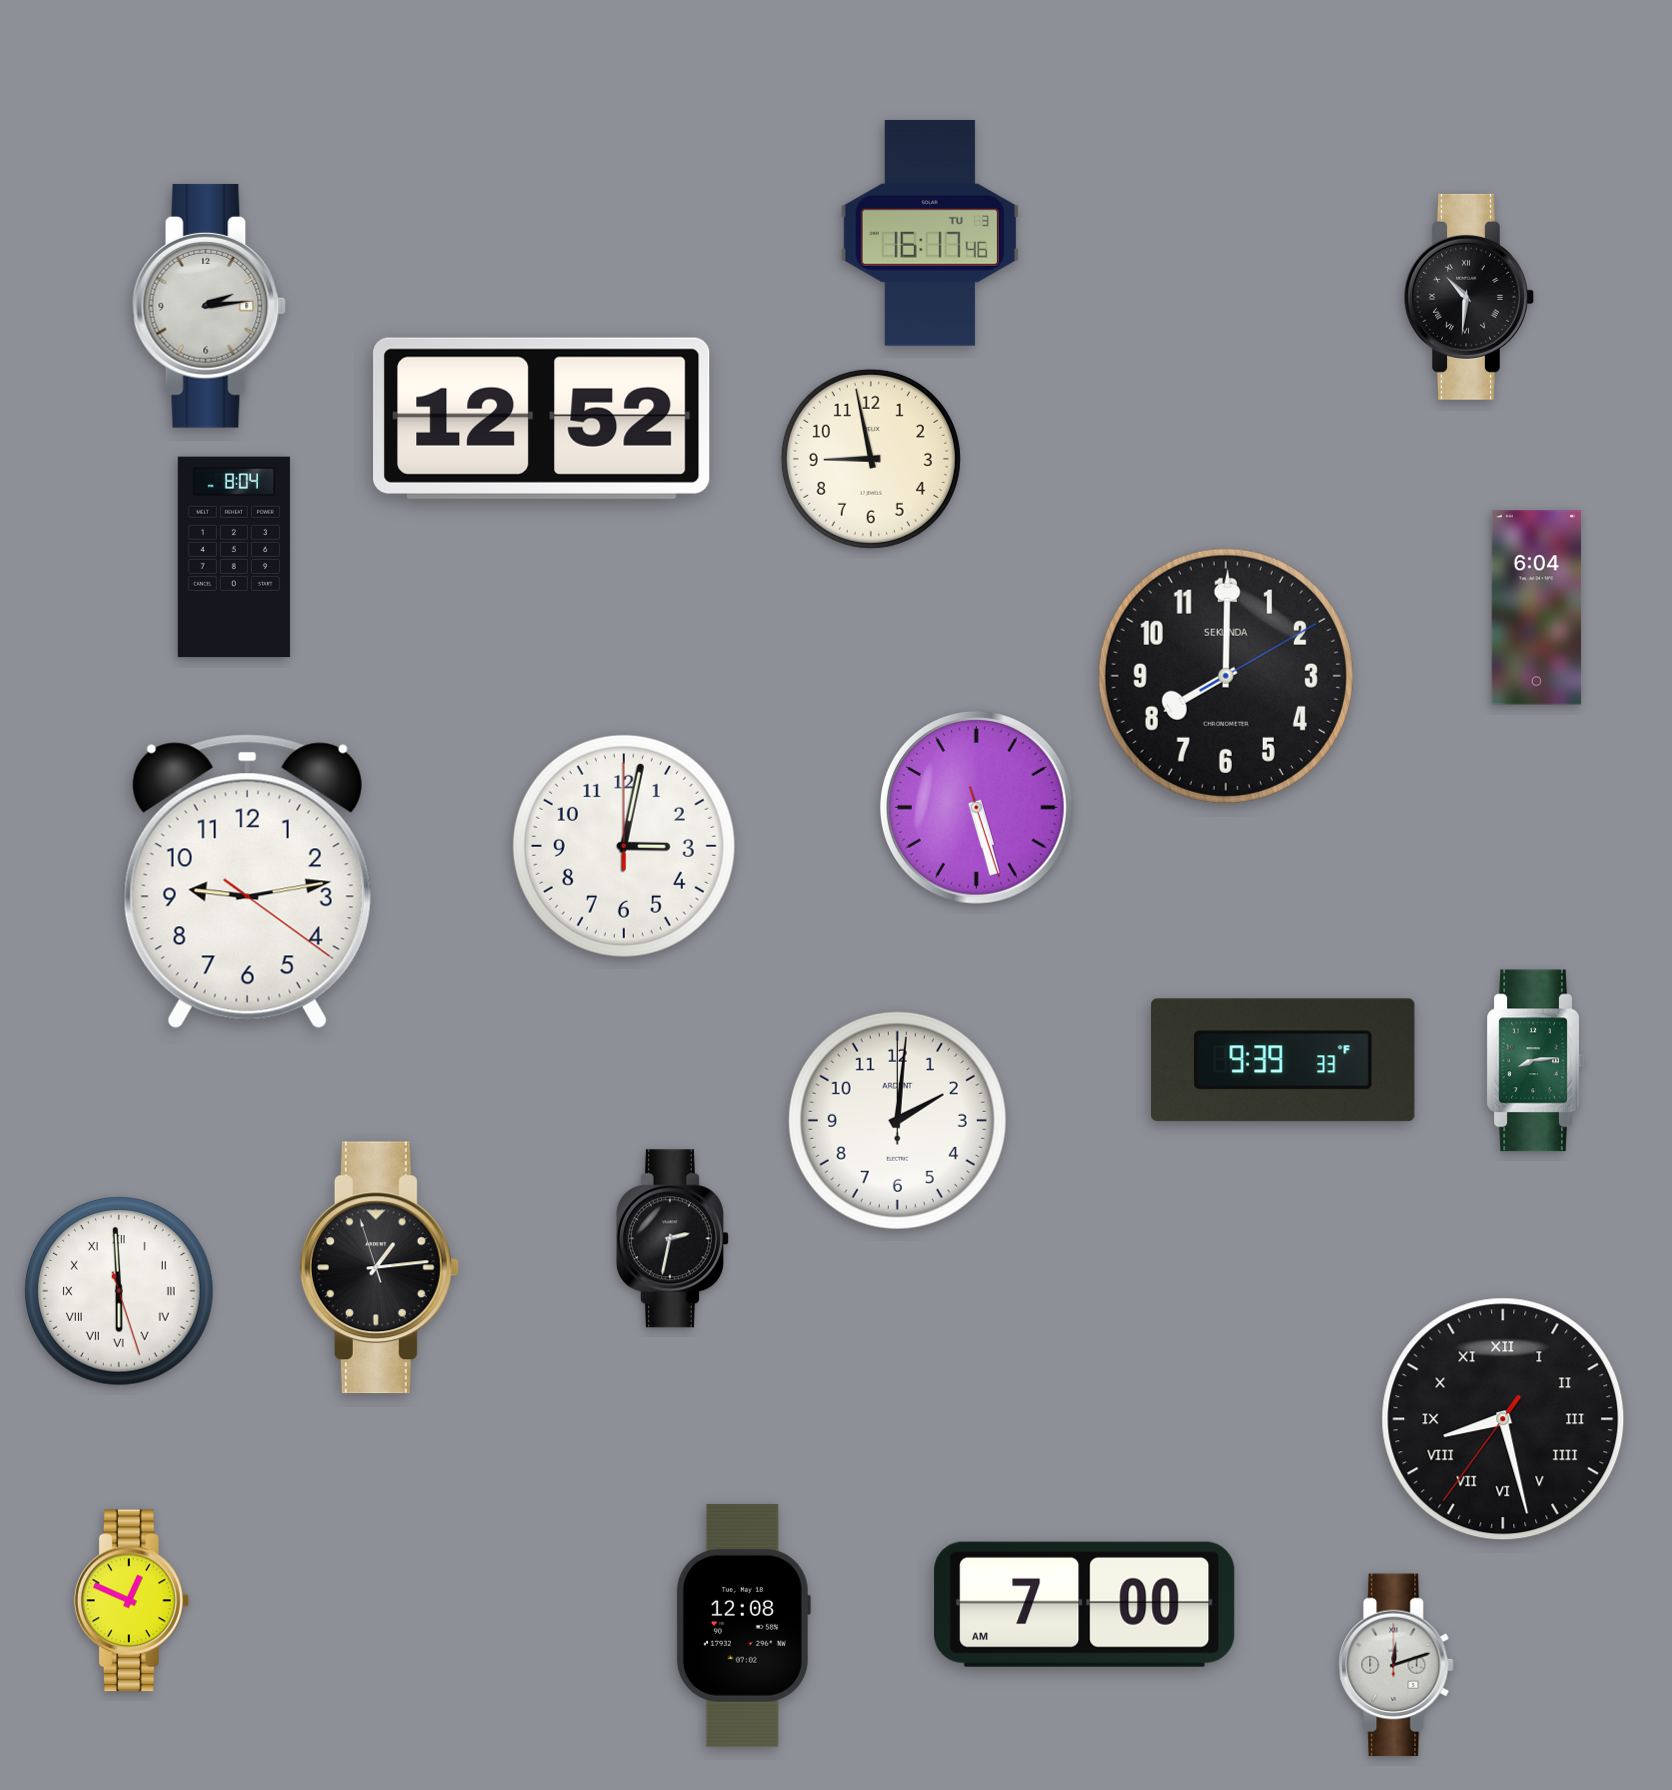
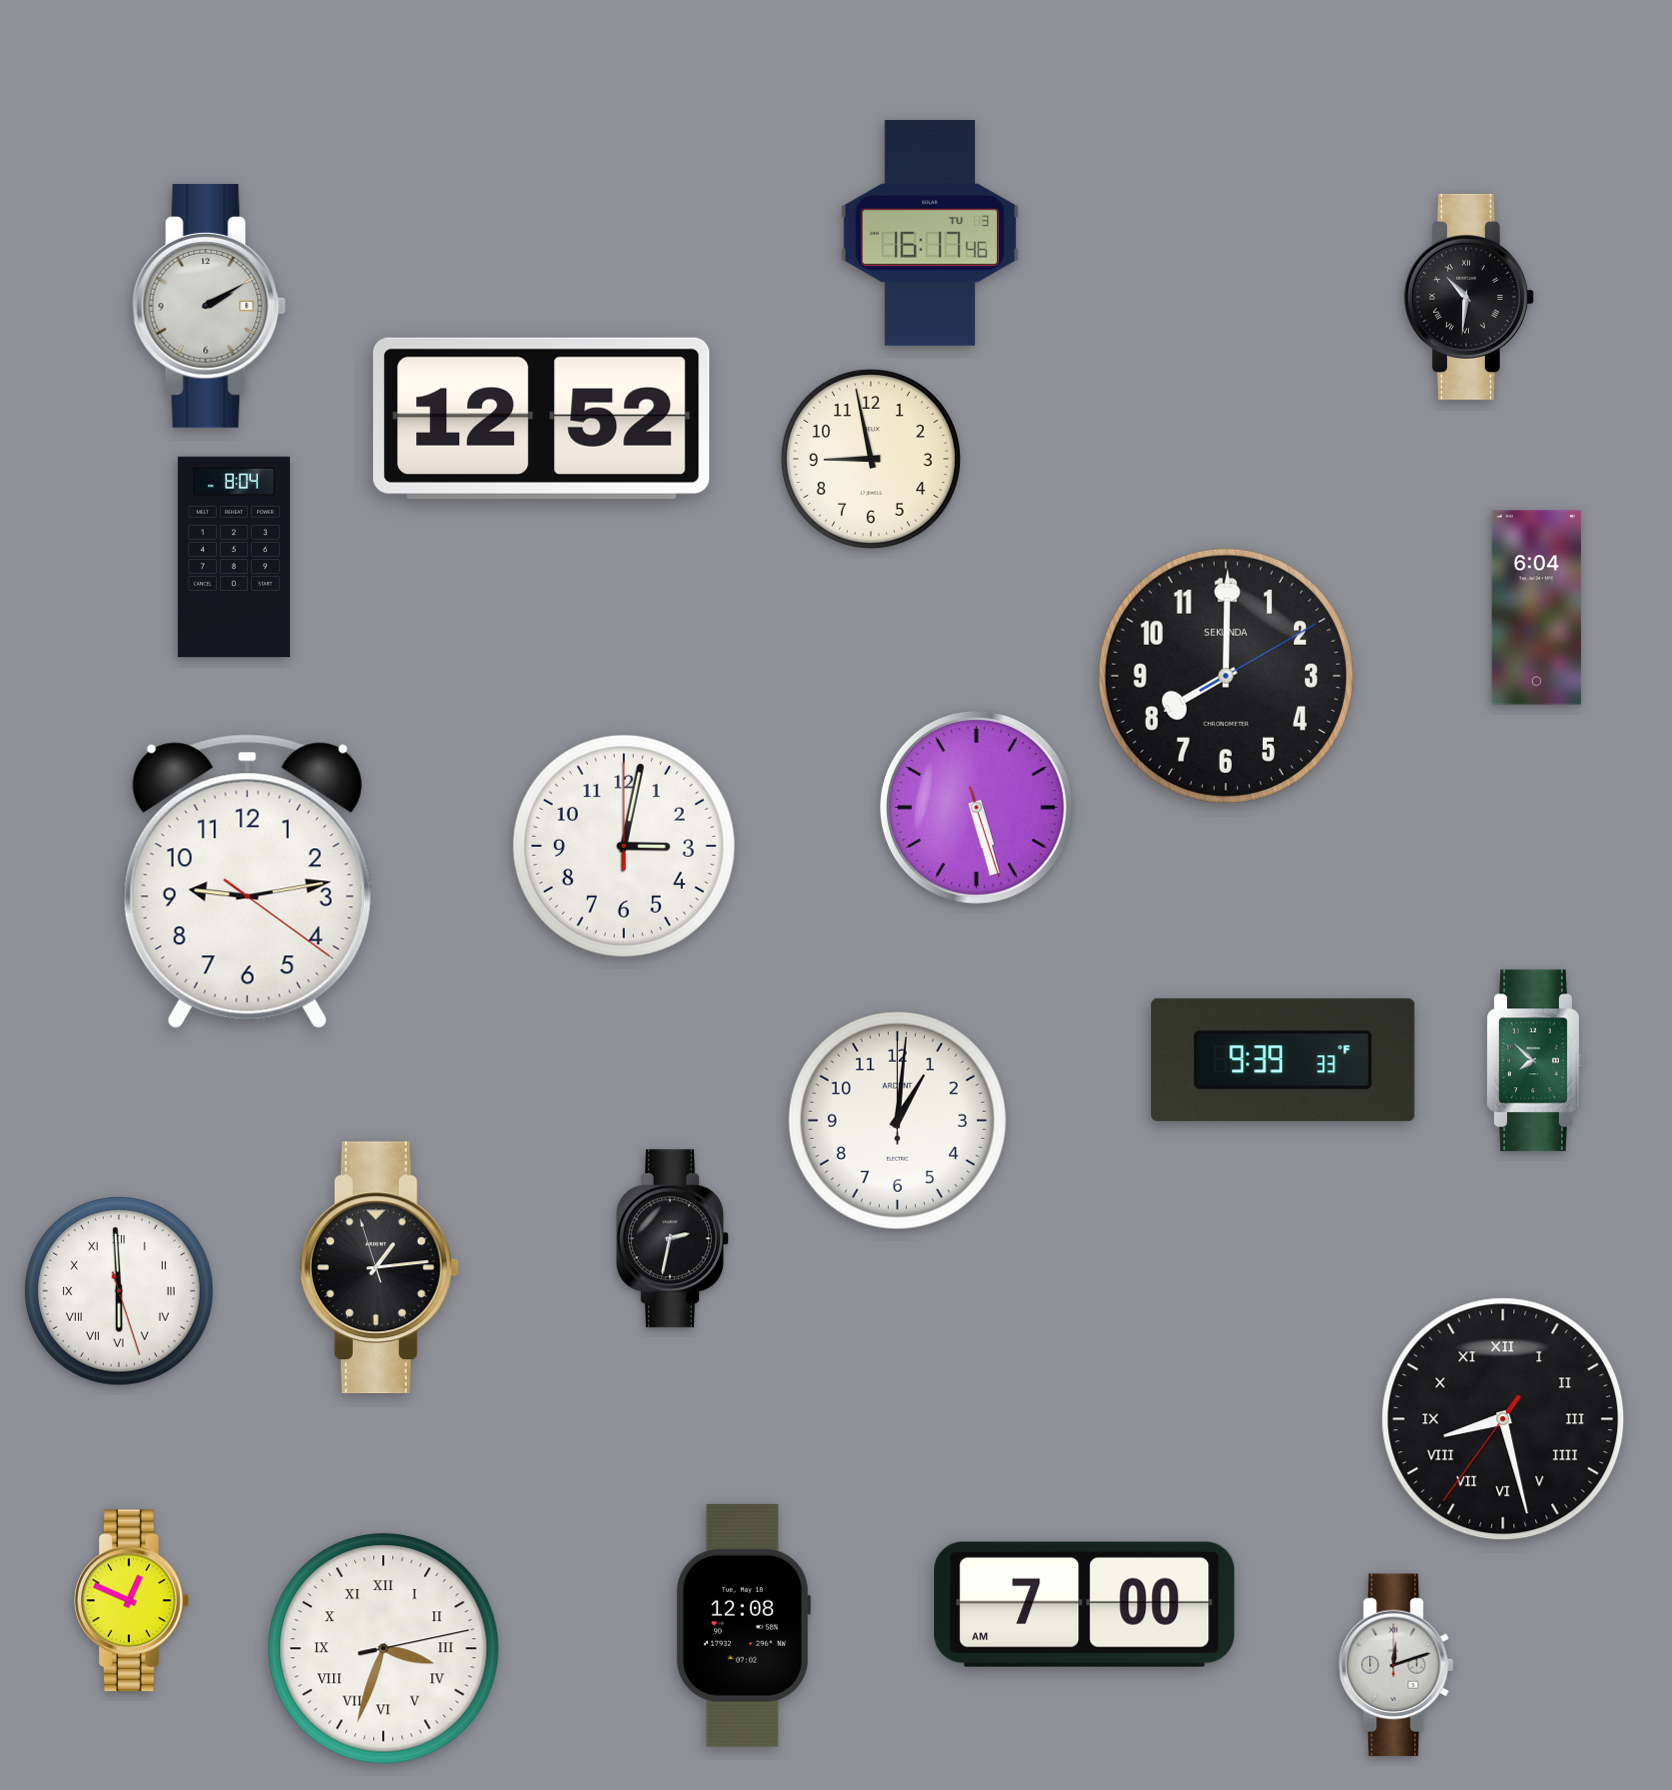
clock at (209, 306): 2:14 -> 2:10
clock at (1535, 1061): 8:14 -> 7:52
clock at (897, 1120): 2:01 -> 1:01
clock at (384, 1649): none -> 3:33
